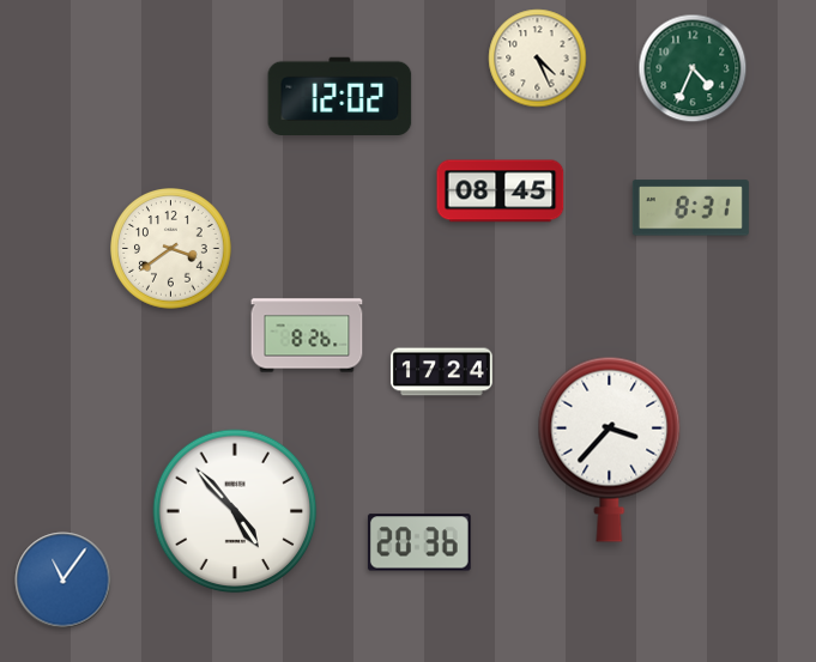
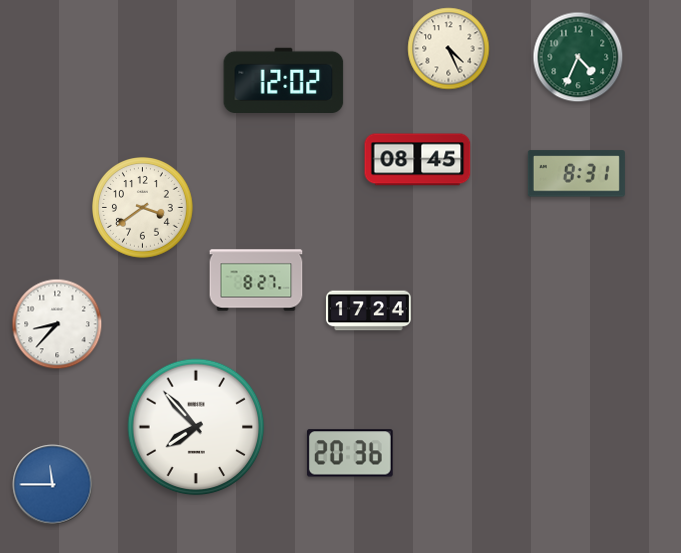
clock at (307, 335): 8:26 -> 8:27
clock at (57, 324): none -> 8:37
clock at (610, 449): 3:37 -> none
clock at (235, 511): 4:53 -> 7:53
clock at (64, 581): 11:06 -> 11:45
